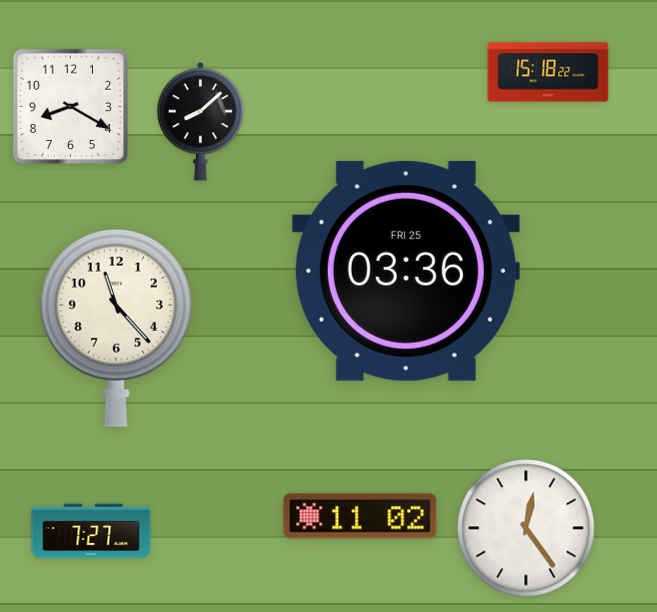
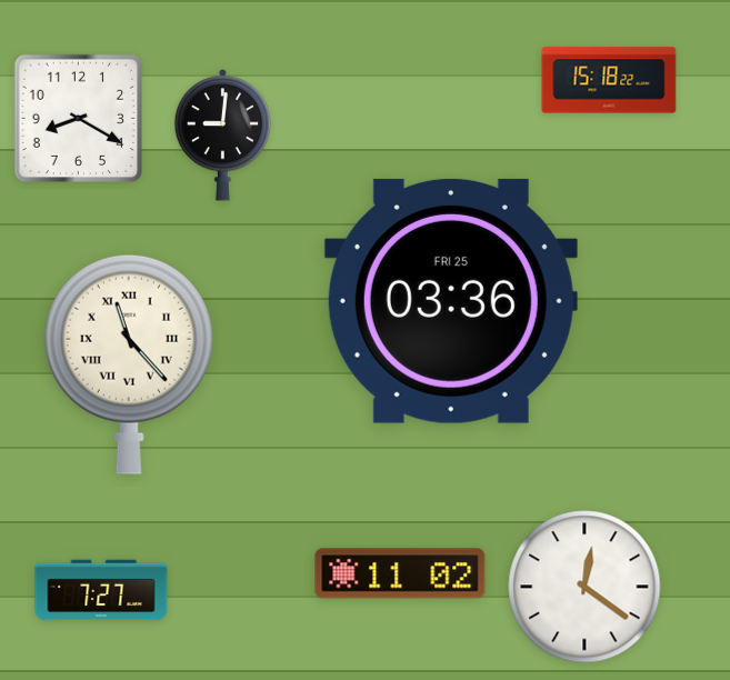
clock at (201, 121): 8:08 -> 9:01
clock at (116, 328) numerals: Arabic -> Roman
clock at (526, 528): 12:24 -> 12:21
